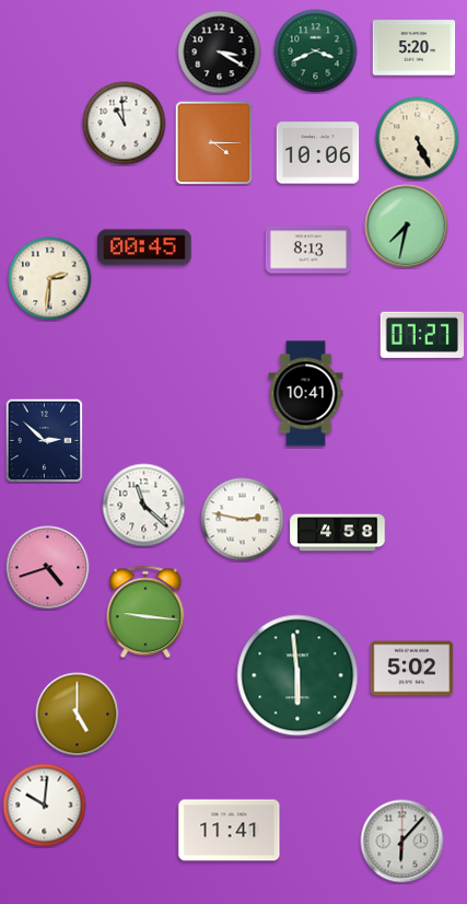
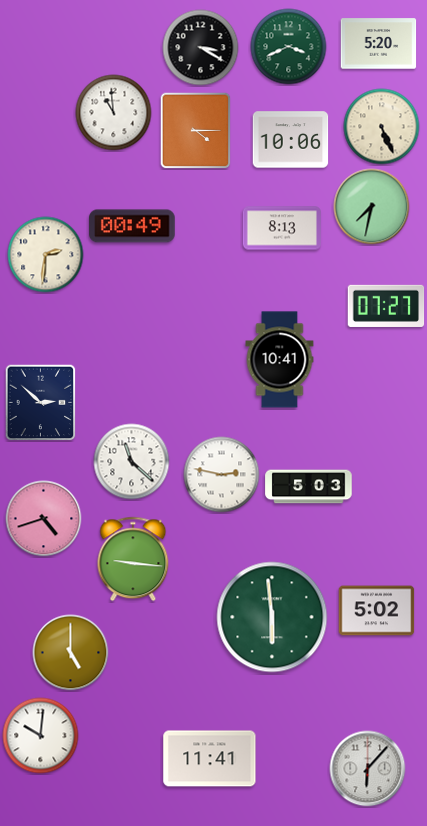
clock at (144, 247): 00:45 -> 00:49
clock at (338, 533): 4:58 -> 5:03
